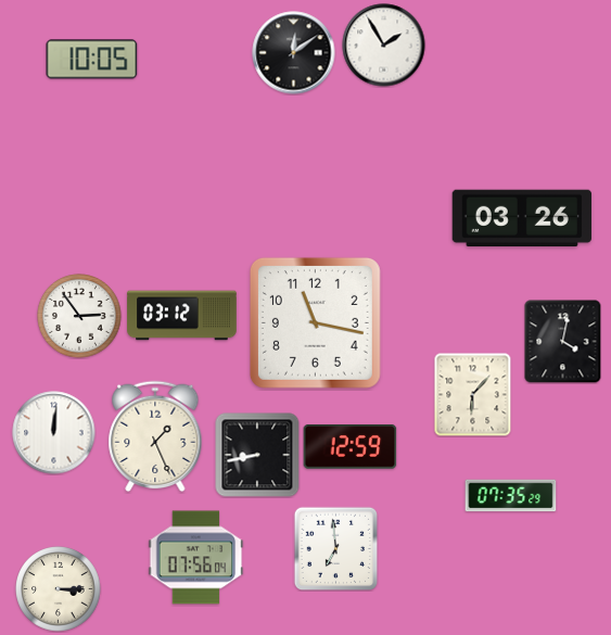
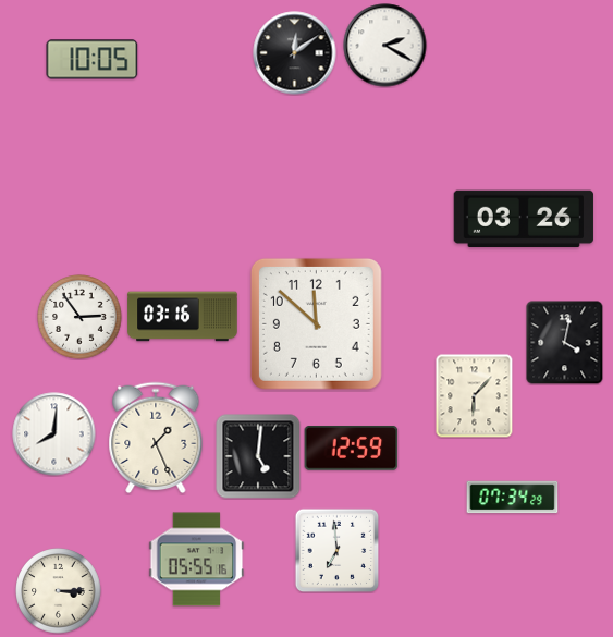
clock at (384, 46): 1:55 -> 2:20
clock at (182, 316): 03:12 -> 03:16
clock at (315, 322): 11:17 -> 11:52
clock at (54, 433): 12:01 -> 8:01
clock at (257, 455): 8:43 -> 5:01
clock at (511, 496): 07:35 -> 07:34
clock at (196, 558): 07:56 -> 05:55
